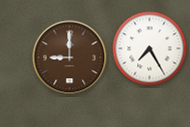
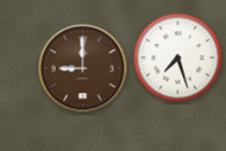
clock at (150, 49): 7:25 -> 7:27
